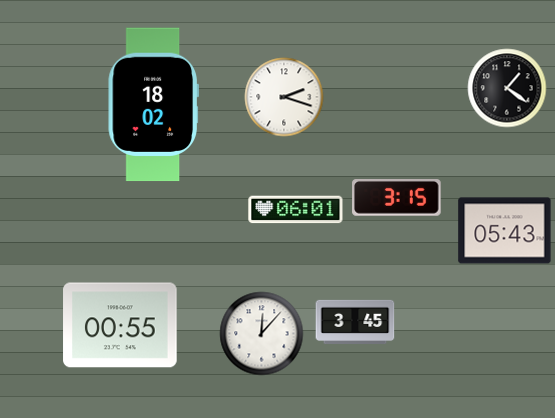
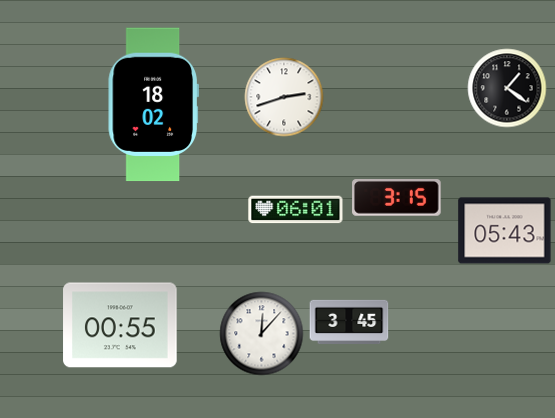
clock at (284, 97): 2:18 -> 2:42
clock at (355, 321) position: (355, 321) -> (349, 321)
